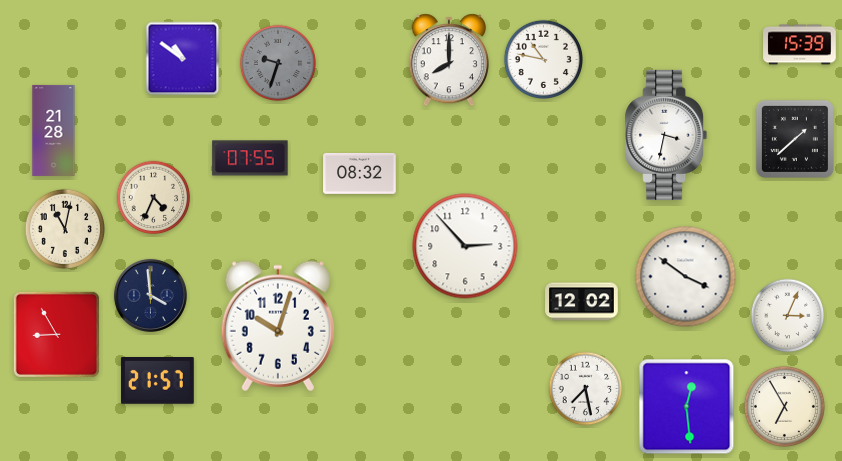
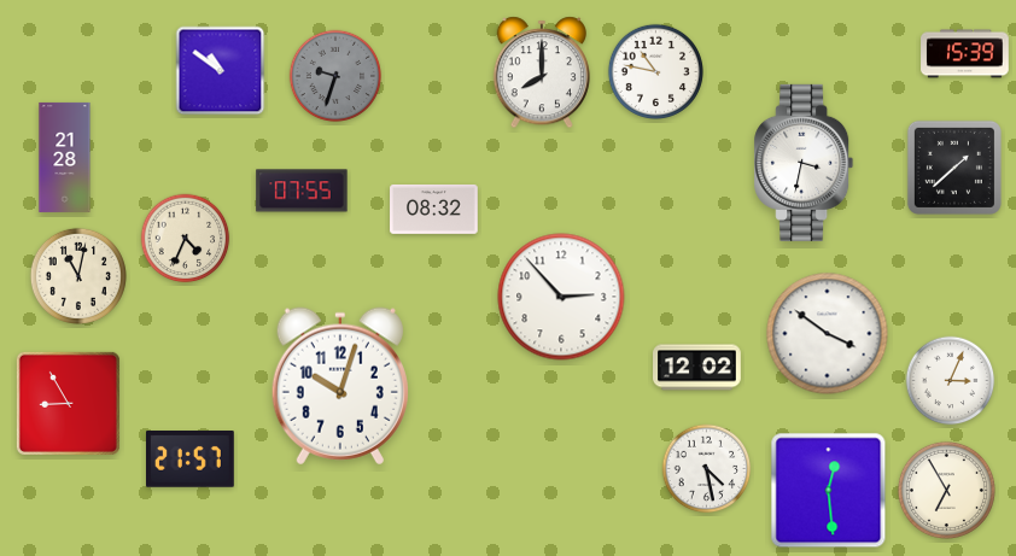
clock at (795, 139) position: (795, 139) -> (954, 168)
clock at (150, 295): 3:59 -> none
clock at (582, 302) position: (582, 302) -> (697, 368)
clock at (278, 326) position: (278, 326) -> (340, 386)
clock at (586, 389): 7:28 -> 4:28
